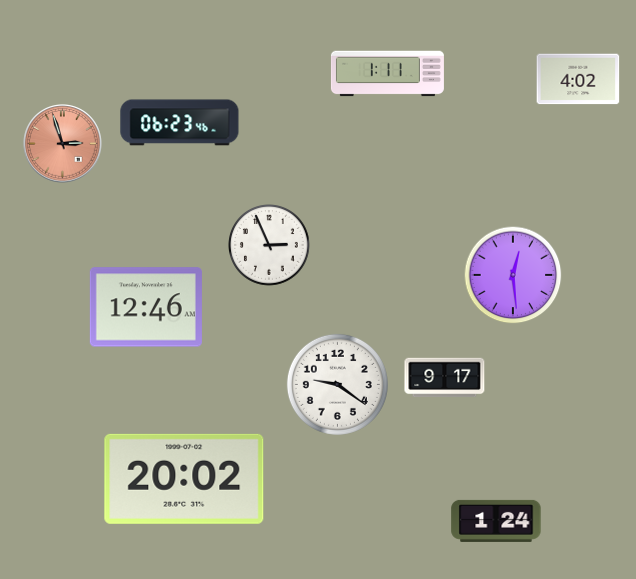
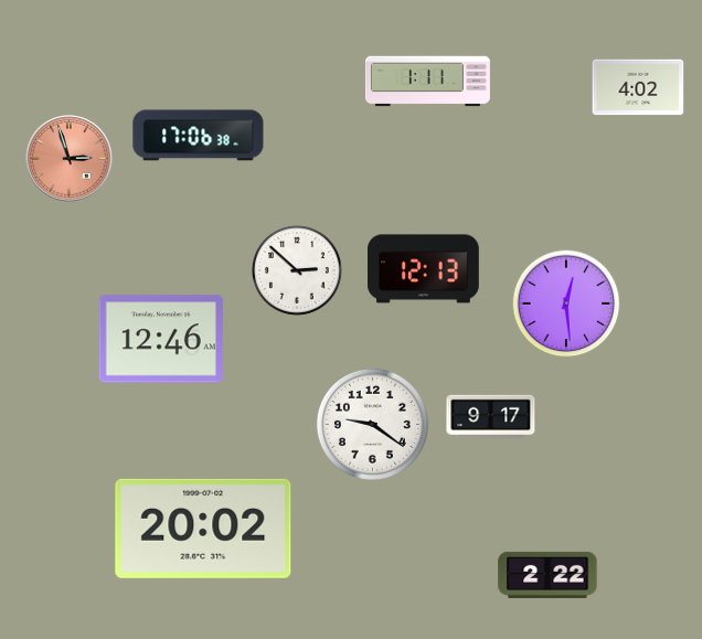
clock at (180, 123): 06:23 -> 17:06
clock at (424, 269): none -> 12:13
clock at (270, 246): 2:56 -> 2:52
clock at (496, 521): 1:24 -> 2:22
